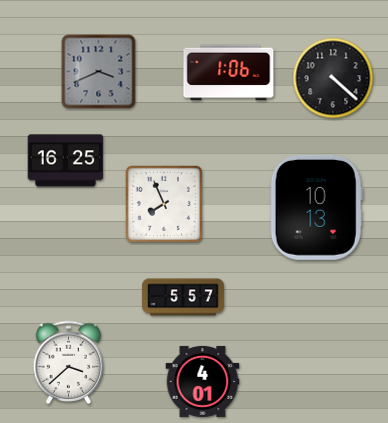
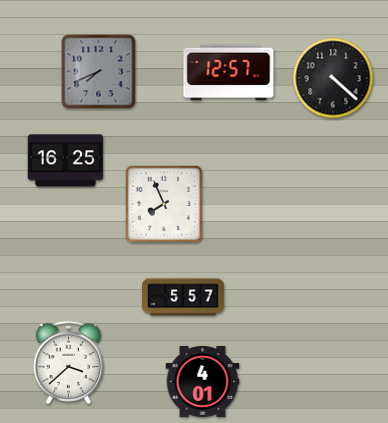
clock at (99, 72): 3:41 -> 7:41
clock at (229, 73): 1:06 -> 12:57
clock at (316, 207): 10:13 -> none
